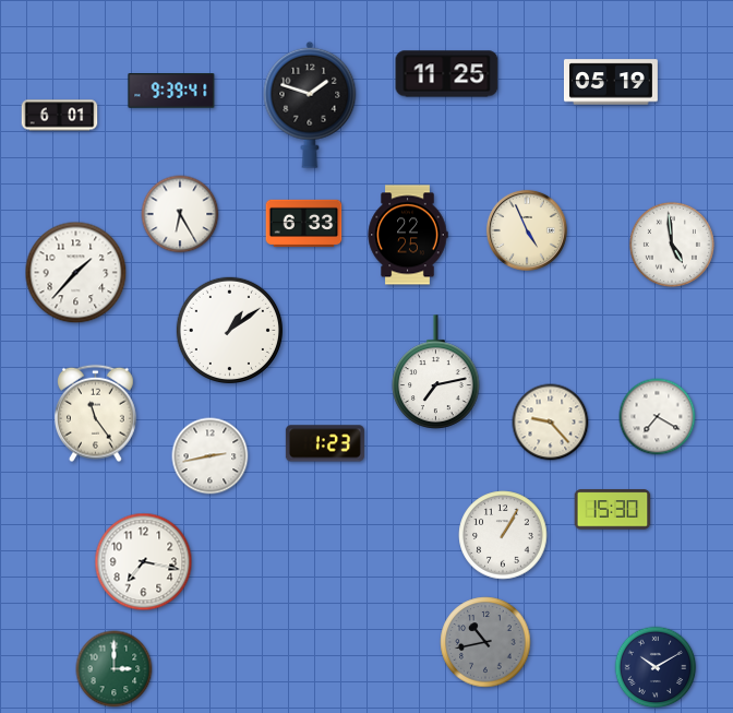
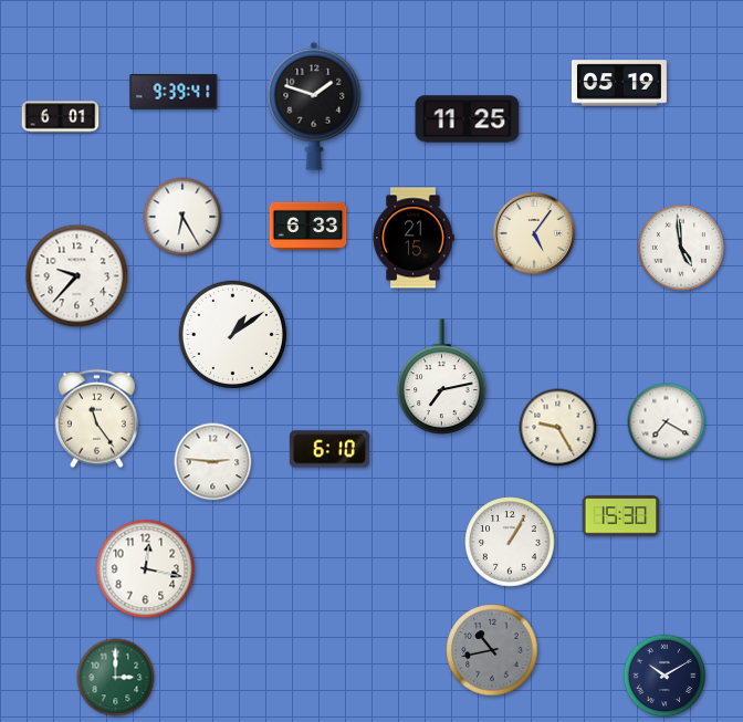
clock at (447, 74) position: (447, 74) -> (468, 119)
clock at (527, 230): 4:56 -> 5:06
clock at (408, 235): 22:25 -> 21:15
clock at (76, 273): 1:37 -> 9:37
clock at (551, 423): 9:23 -> 9:25
clock at (325, 443): 1:23 -> 6:10
clock at (211, 456): 2:43 -> 2:46
clock at (144, 562): 7:17 -> 12:17
